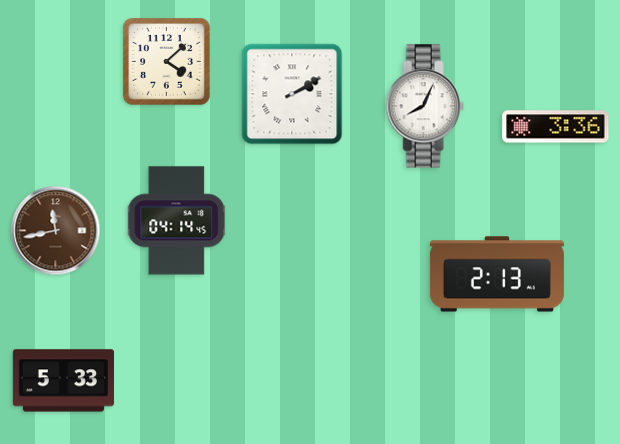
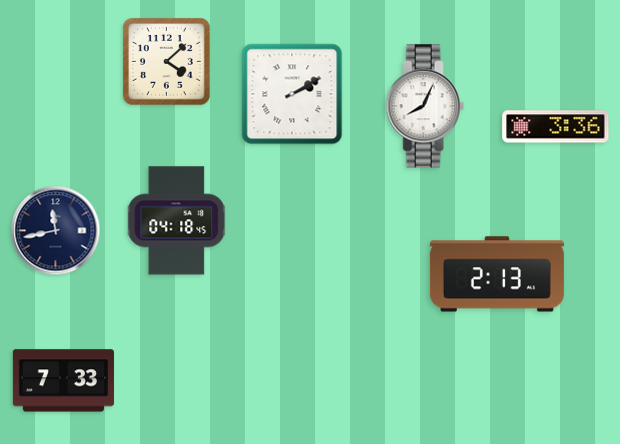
clock at (177, 221): 04:14 -> 04:18
clock at (56, 231) dial: brown -> navy
clock at (63, 381): 5:33 -> 7:33
